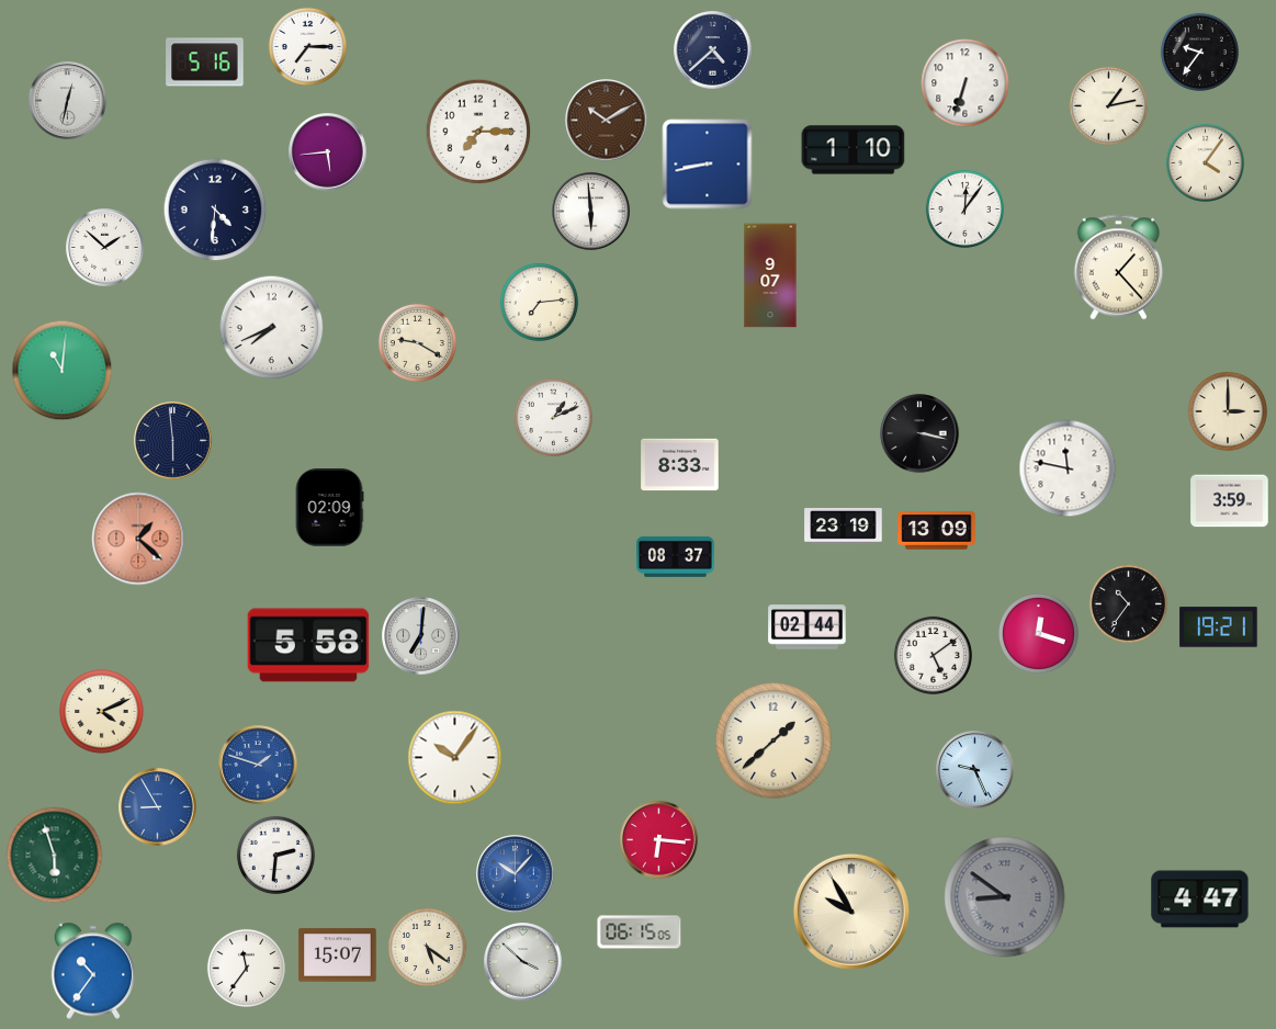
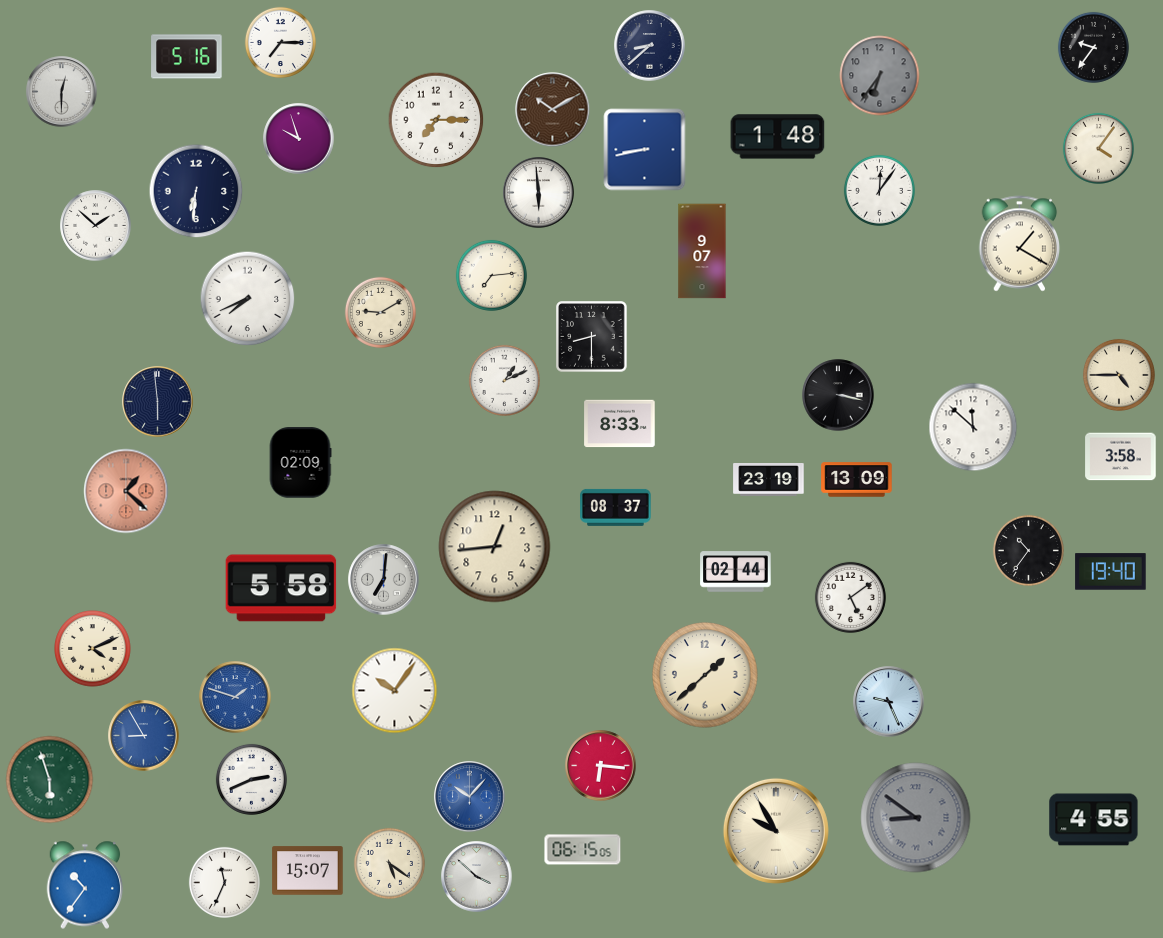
clock at (713, 50): 4:38 -> 8:38
clock at (966, 83): 6:33 -> 6:36
clock at (966, 83) dial: white -> grey
clock at (68, 101): 12:32 -> 12:30
clock at (1108, 105): 1:13 -> none
clock at (854, 150): 1:10 -> 1:48
clock at (328, 152): 5:44 -> 9:57
clock at (215, 210): 4:31 -> 6:31
clock at (1119, 268): 1:23 -> 1:20
clock at (417, 342): 9:20 -> 9:10
clock at (592, 337): none -> 8:30
clock at (63, 371): 11:01 -> none
clock at (1228, 411): 3:00 -> 4:45
clock at (1068, 468): 11:47 -> 11:52
clock at (1230, 501): 3:59 -> 3:58
clock at (937, 531) position: (937, 531) -> (857, 480)
clock at (495, 547): none -> 12:44
clock at (1219, 627): 19:21 -> 19:40
clock at (1038, 633): 12:18 -> none
clock at (455, 758) position: (455, 758) -> (395, 691)
clock at (275, 855): 2:31 -> 2:41
clock at (1200, 900): 4:47 -> 4:55
clock at (246, 968): 11:36 -> 11:34
